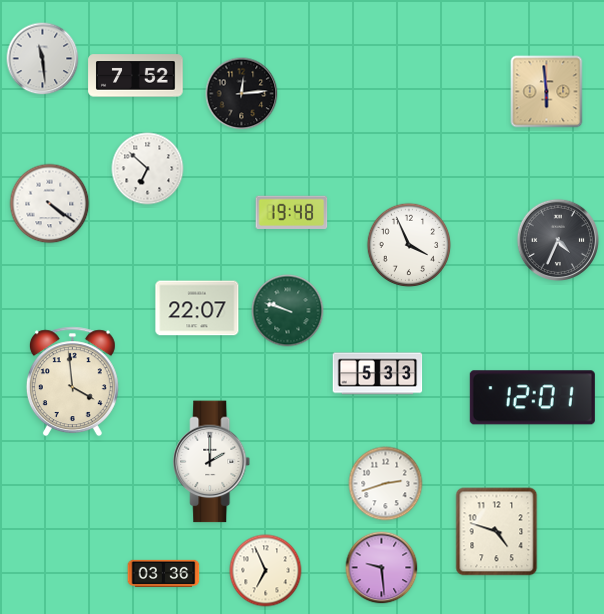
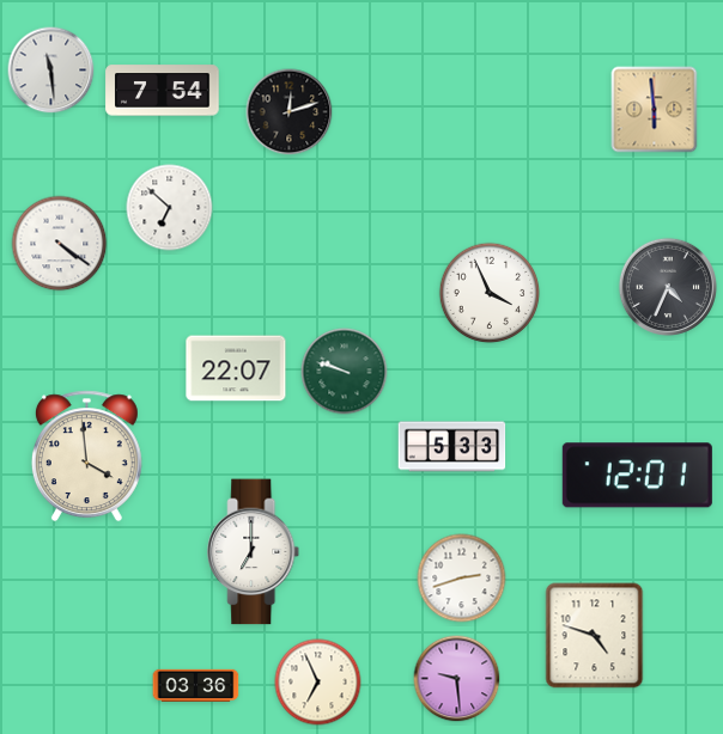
clock at (136, 76): 7:52 -> 7:54
clock at (242, 94): 12:14 -> 12:12
clock at (148, 169) position: (148, 169) -> (170, 208)
clock at (292, 212): 19:48 -> none
clock at (212, 462): 2:00 -> 7:00
